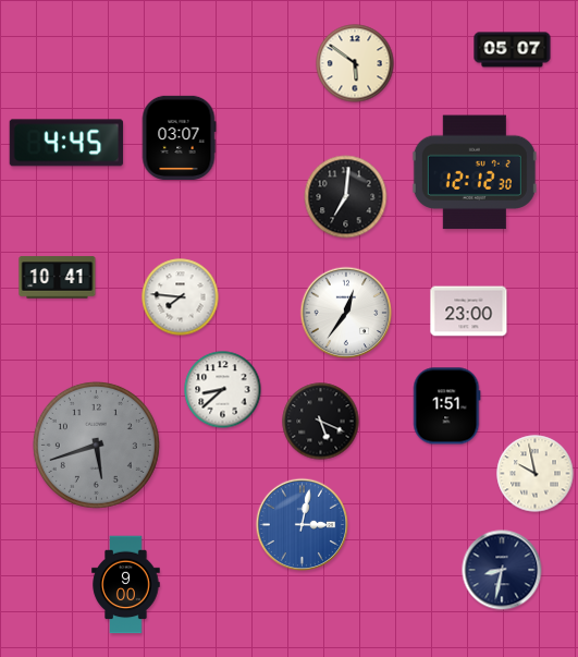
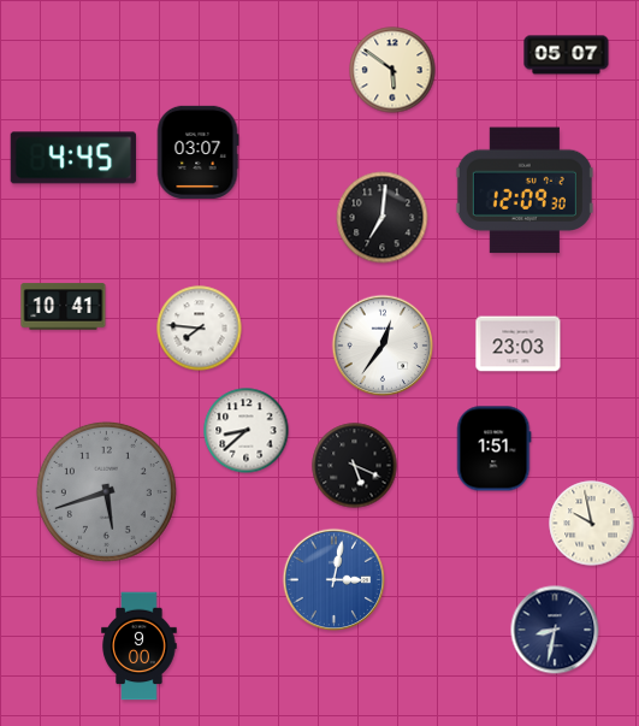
clock at (475, 172): 12:12 -> 12:09
clock at (469, 312): 23:00 -> 23:03
